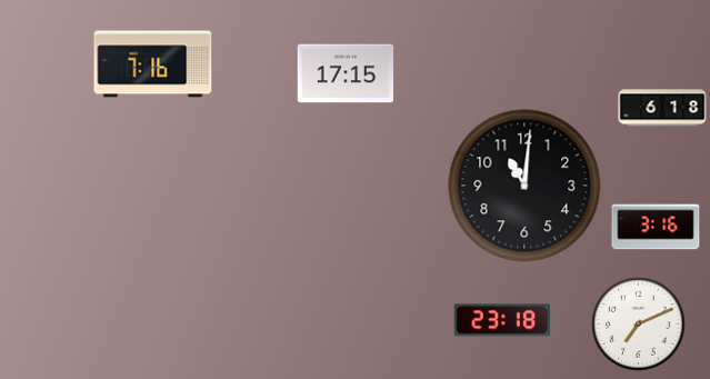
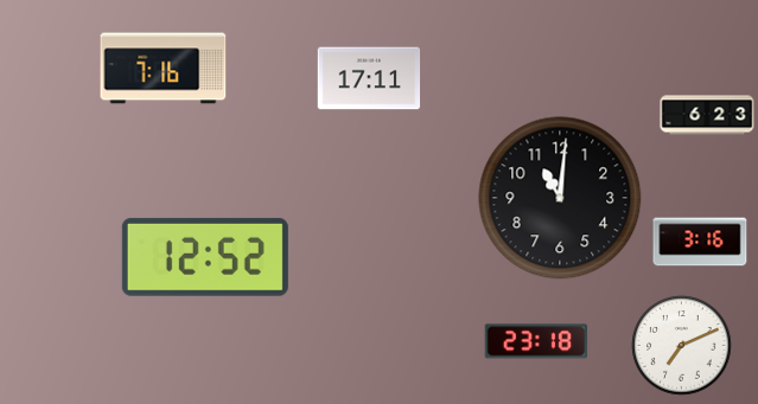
clock at (346, 73): 17:15 -> 17:11
clock at (662, 108): 6:18 -> 6:23
clock at (205, 257): none -> 12:52
